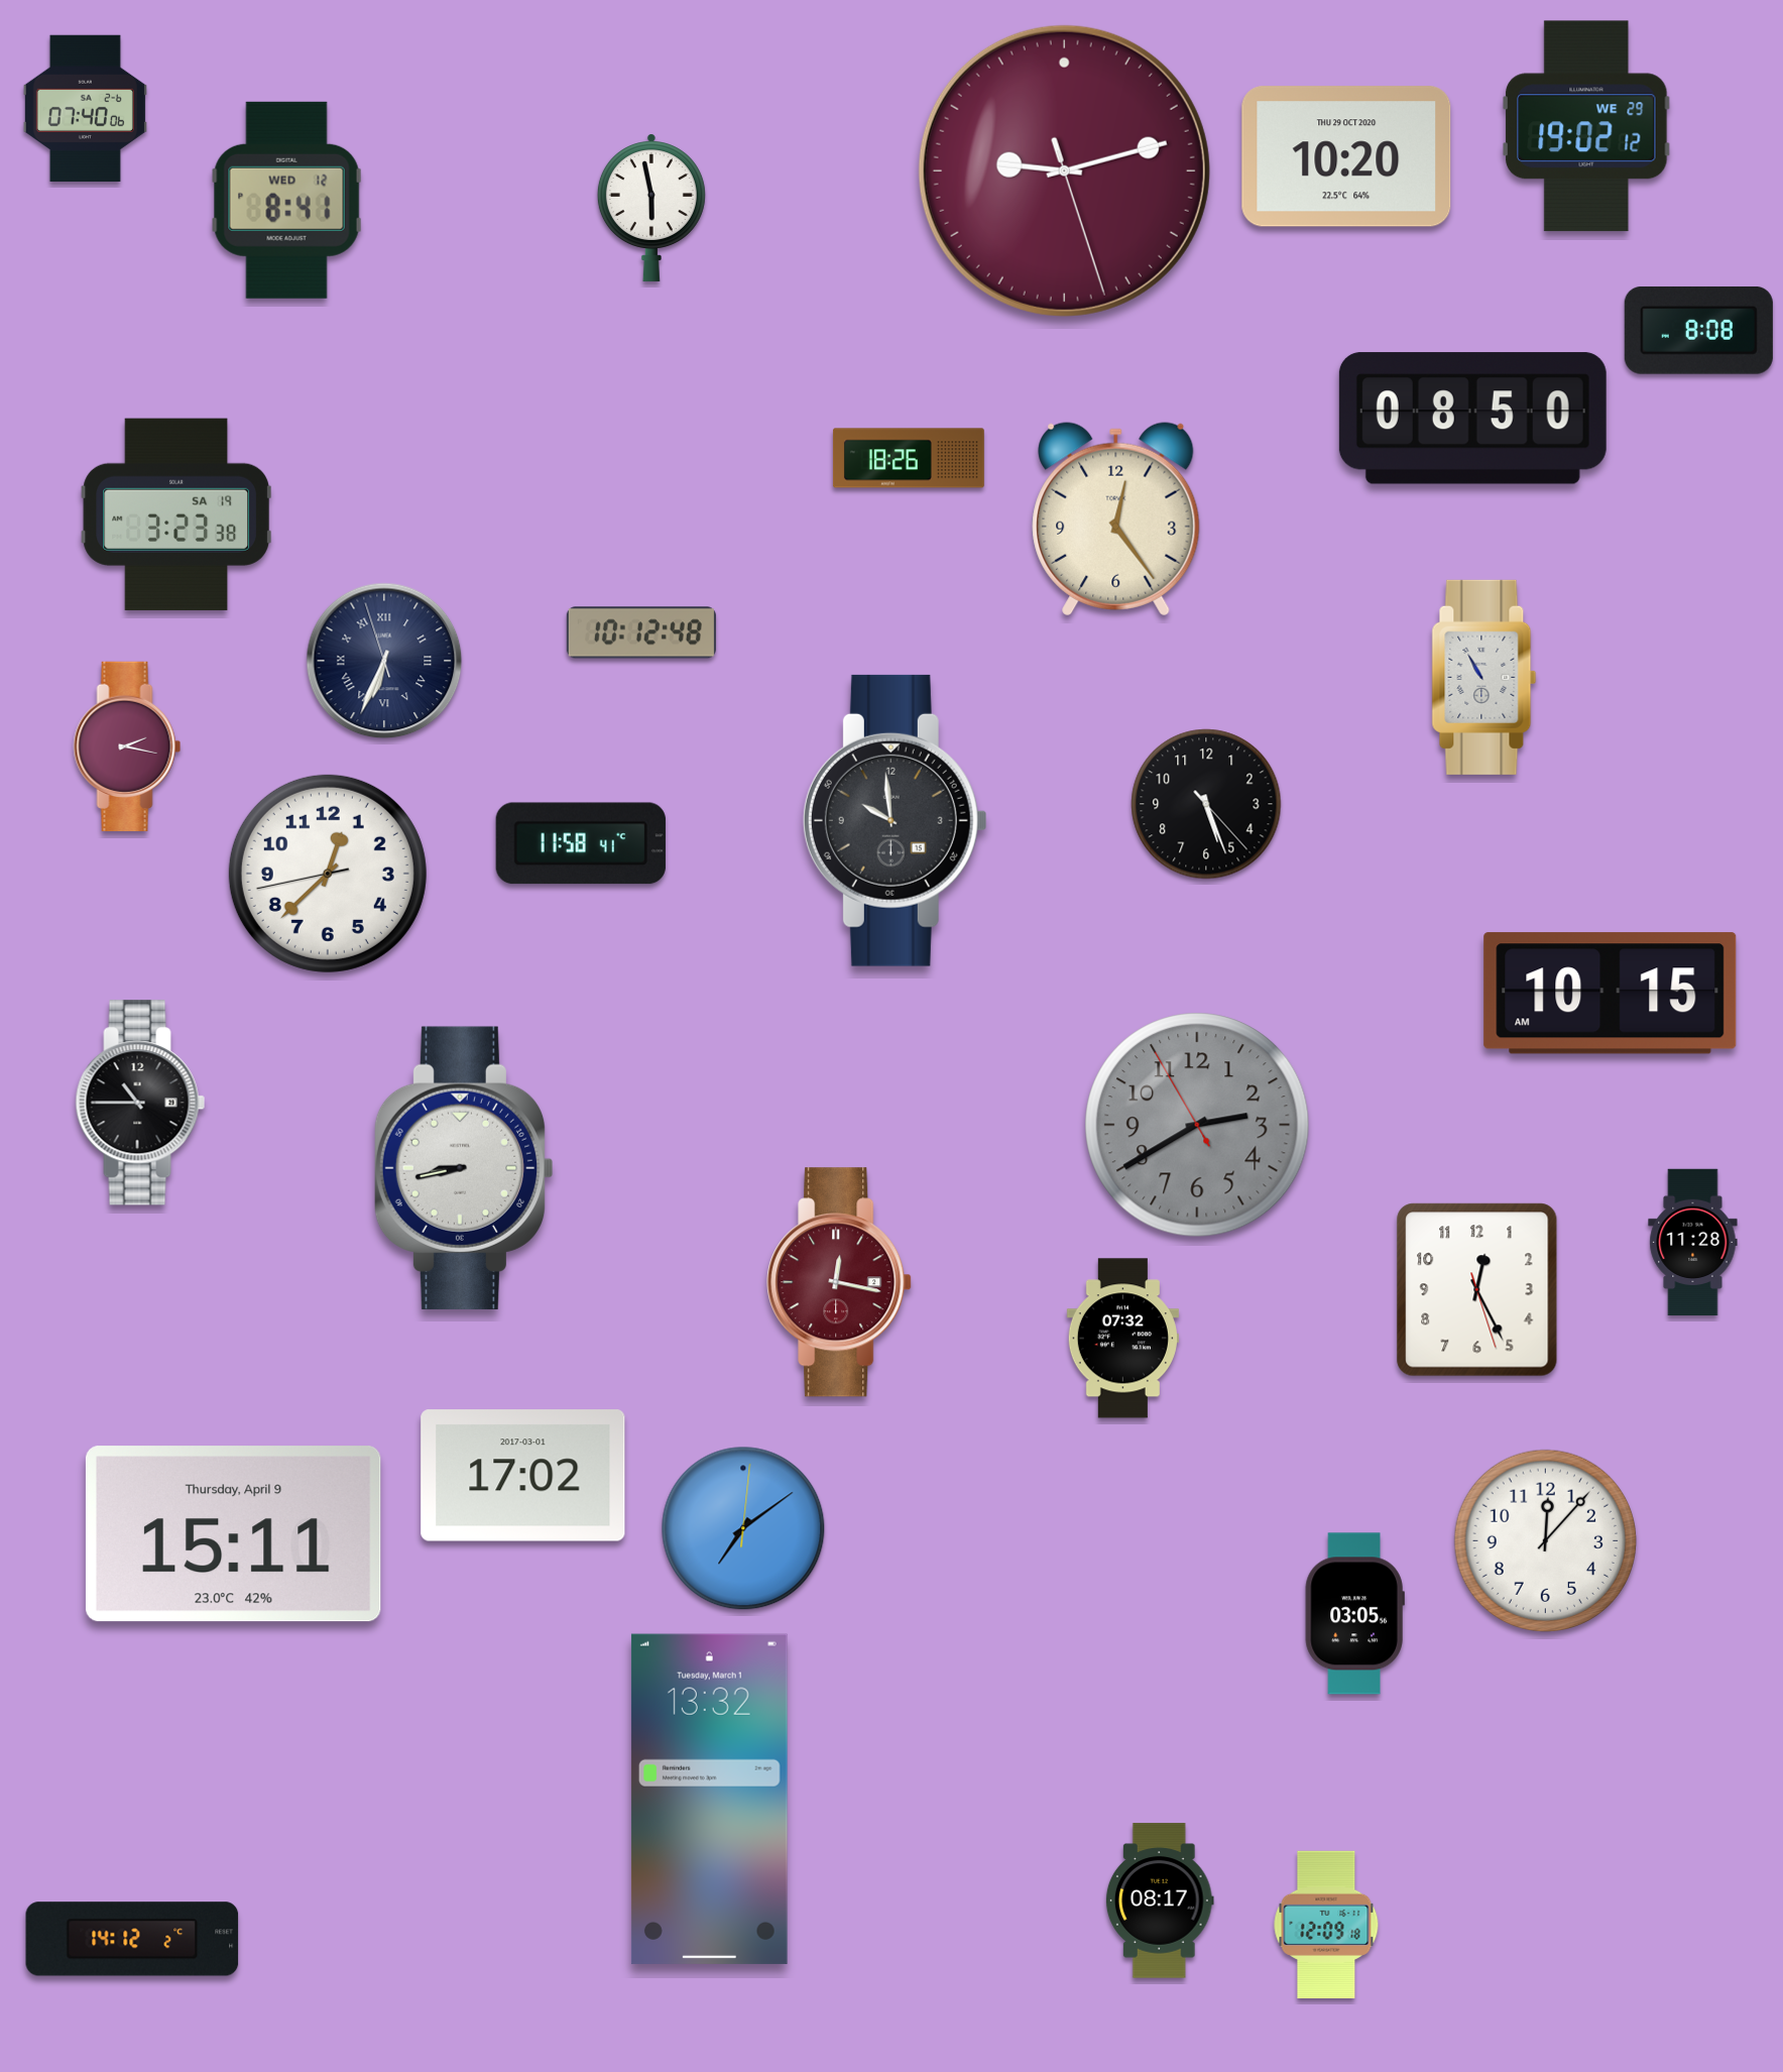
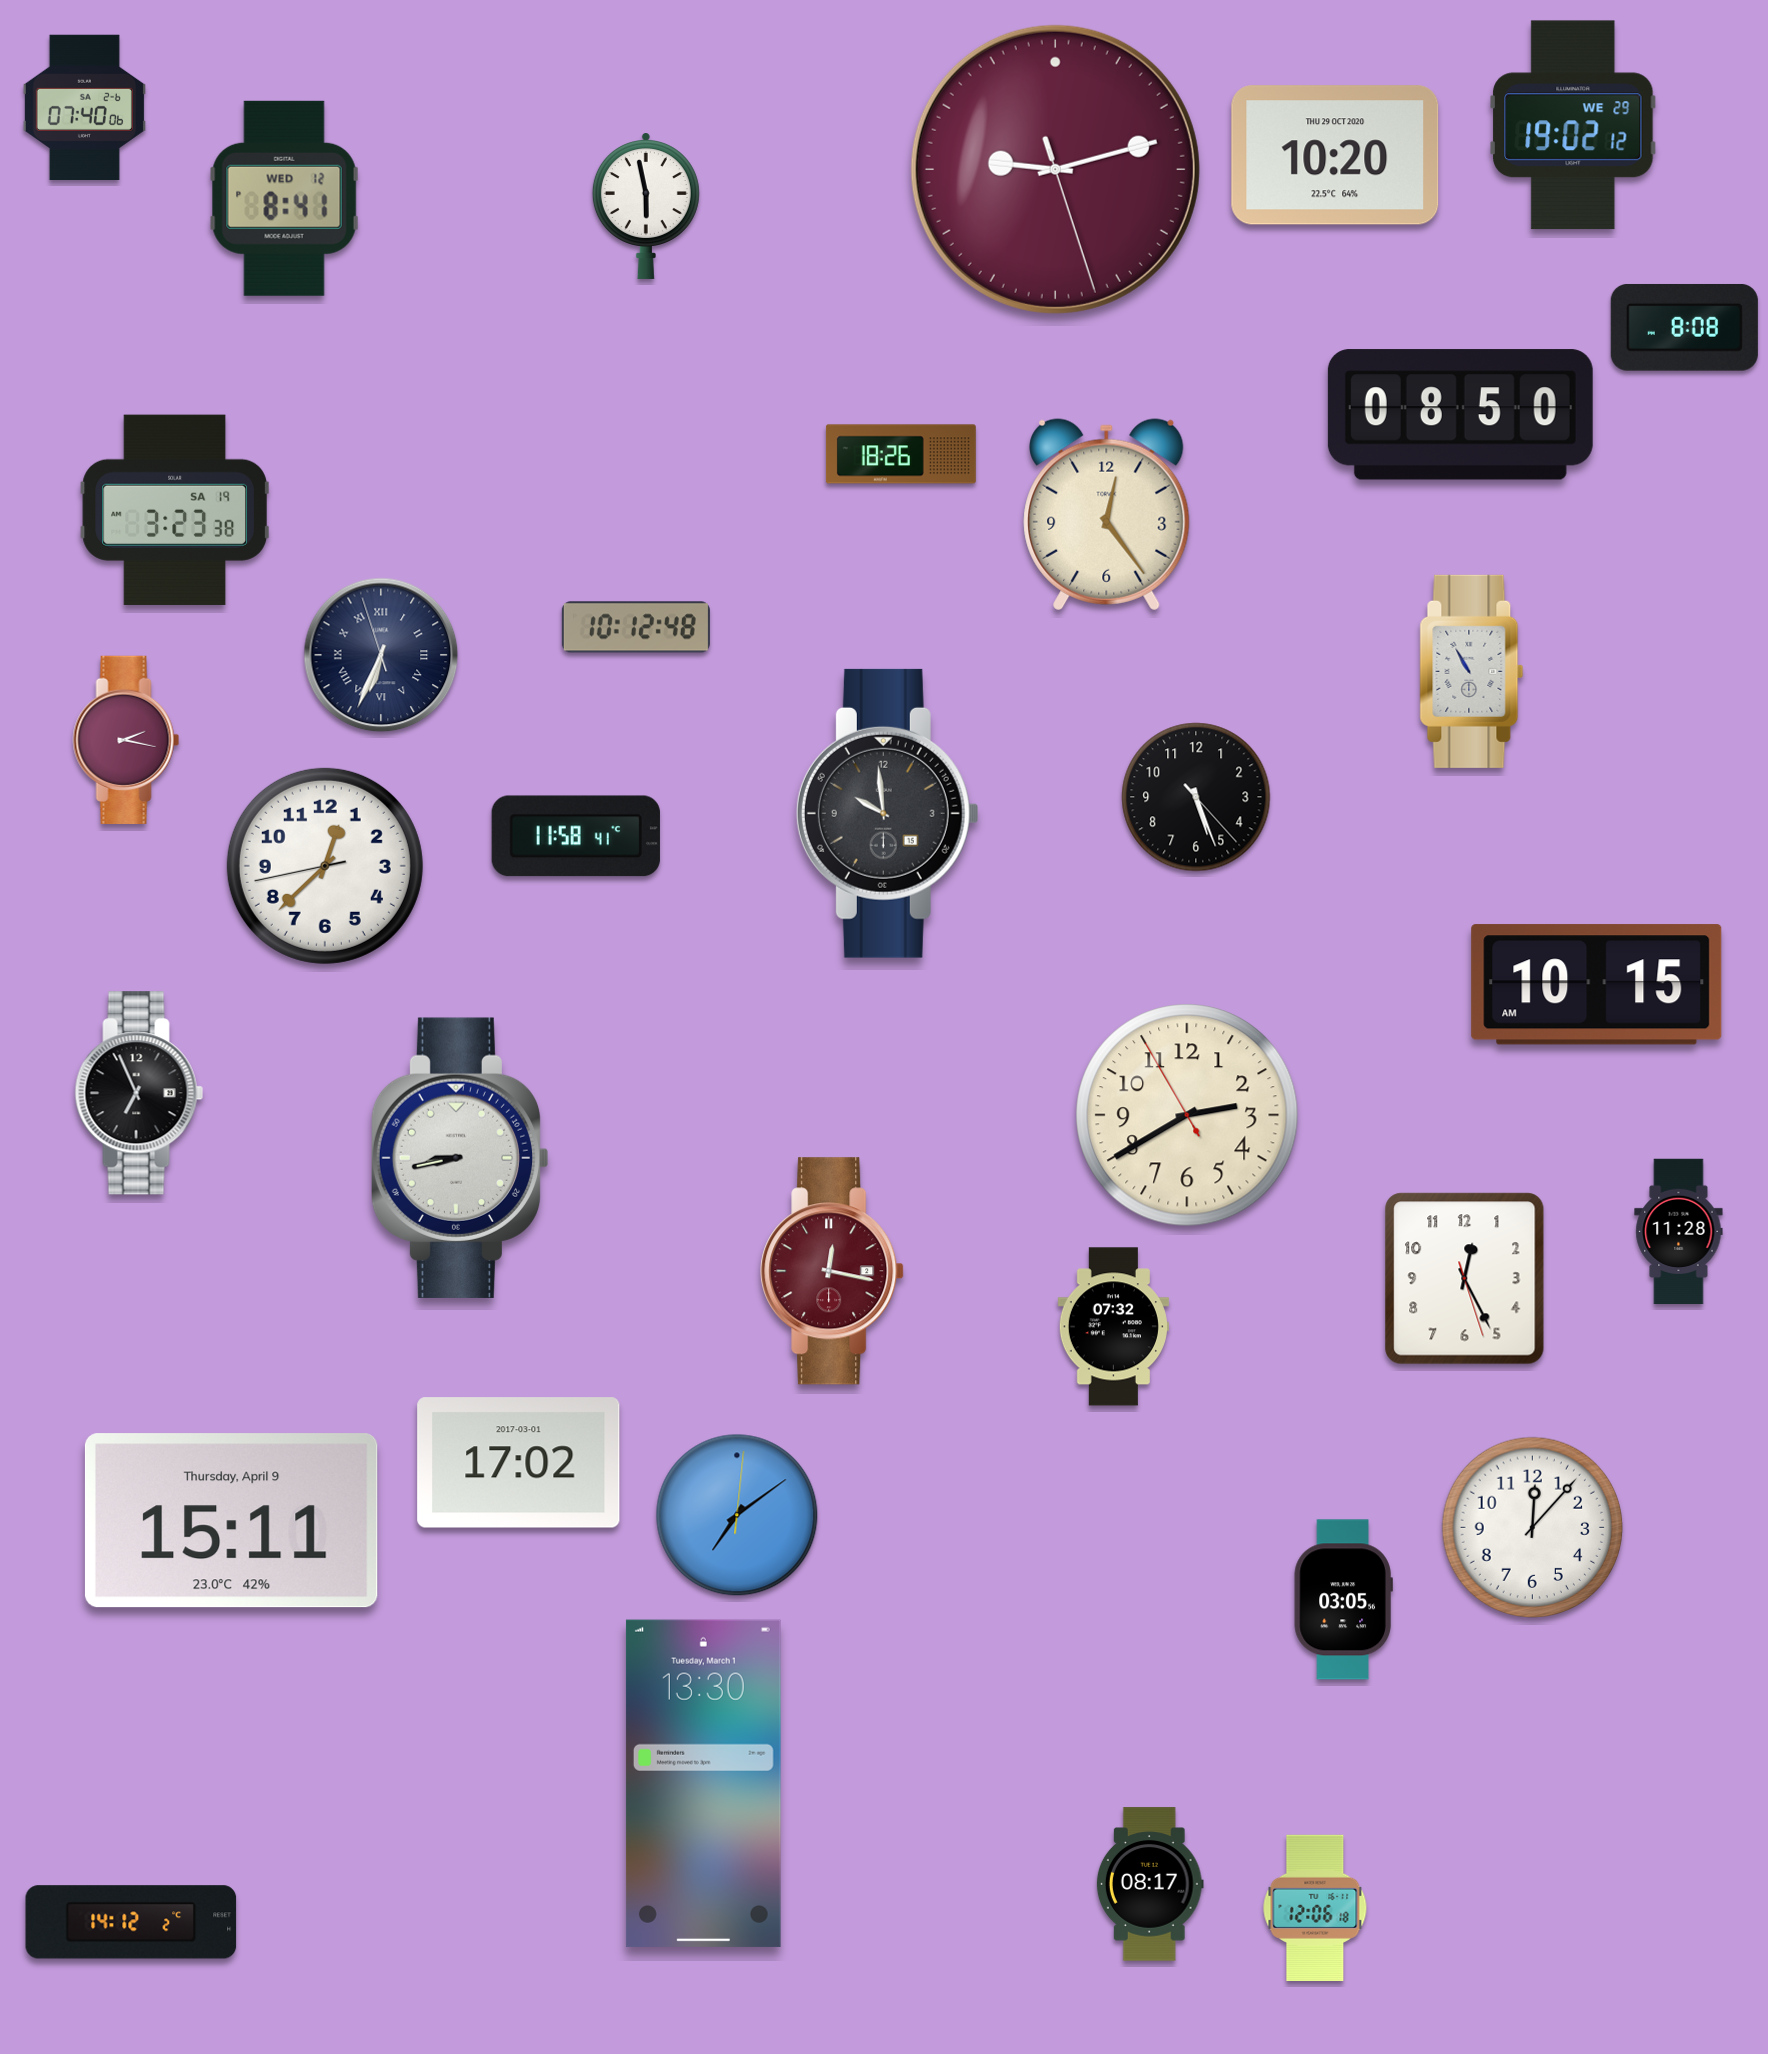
clock at (140, 1103): 10:45 -> 6:56
clock at (1197, 1125) dial: grey -> cream
clock at (709, 1799): 13:32 -> 13:30
clock at (1326, 1925): 12:09 -> 12:06
